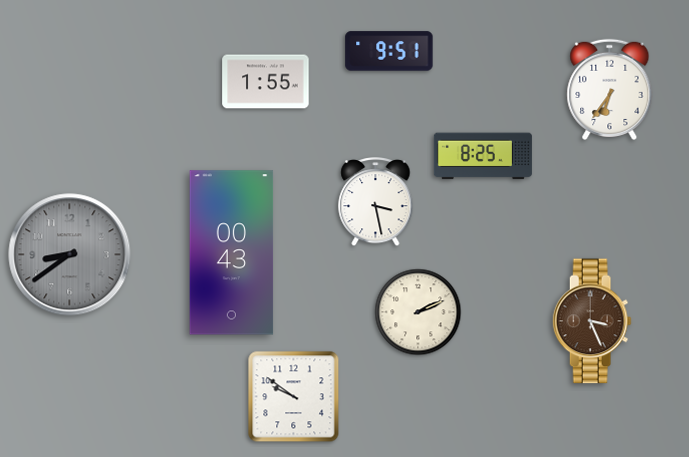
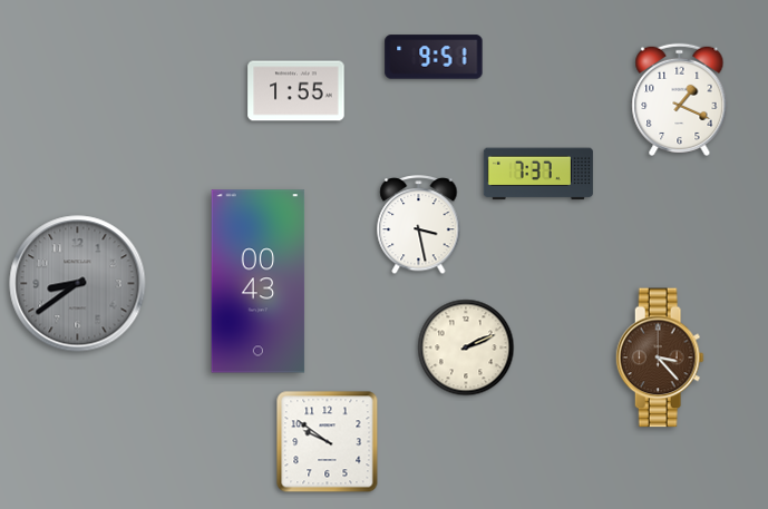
clock at (610, 89): 6:36 -> 1:19
clock at (483, 156): 8:25 -> 7:37
clock at (592, 321): 3:26 -> 3:23
